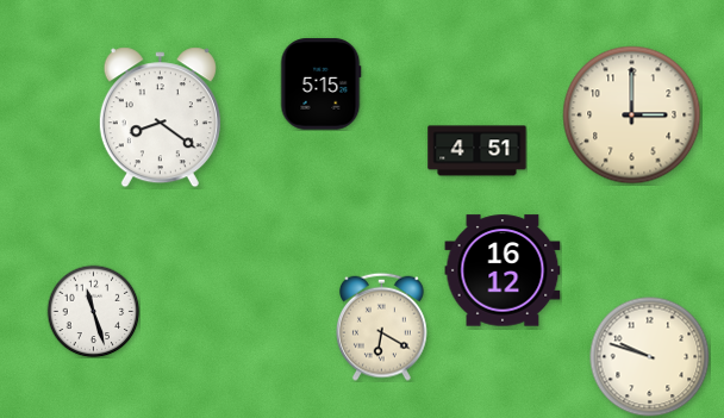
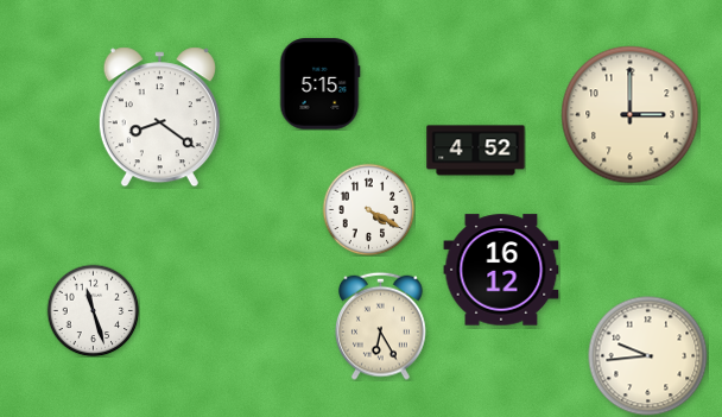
clock at (478, 151): 4:51 -> 4:52
clock at (368, 209): none -> 4:20
clock at (382, 326): 6:20 -> 6:25
clock at (650, 357): 9:48 -> 9:44
